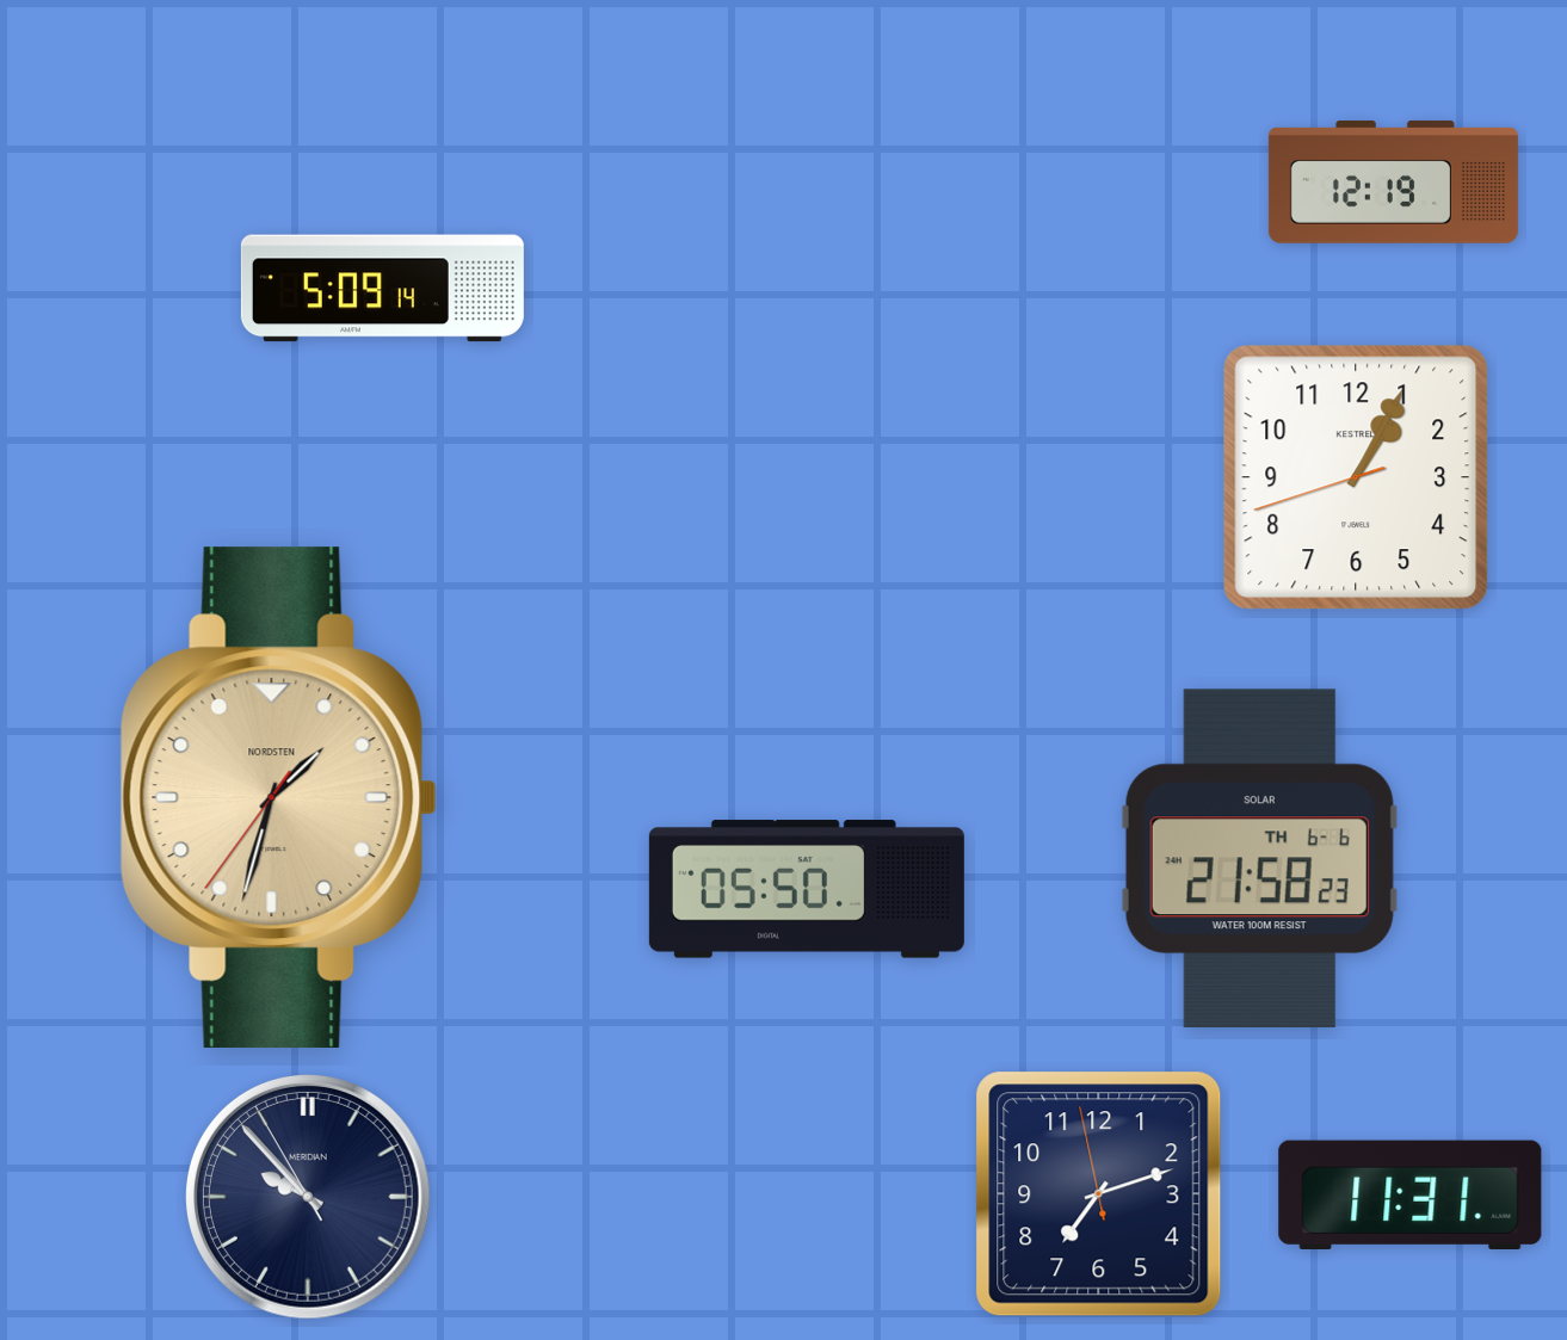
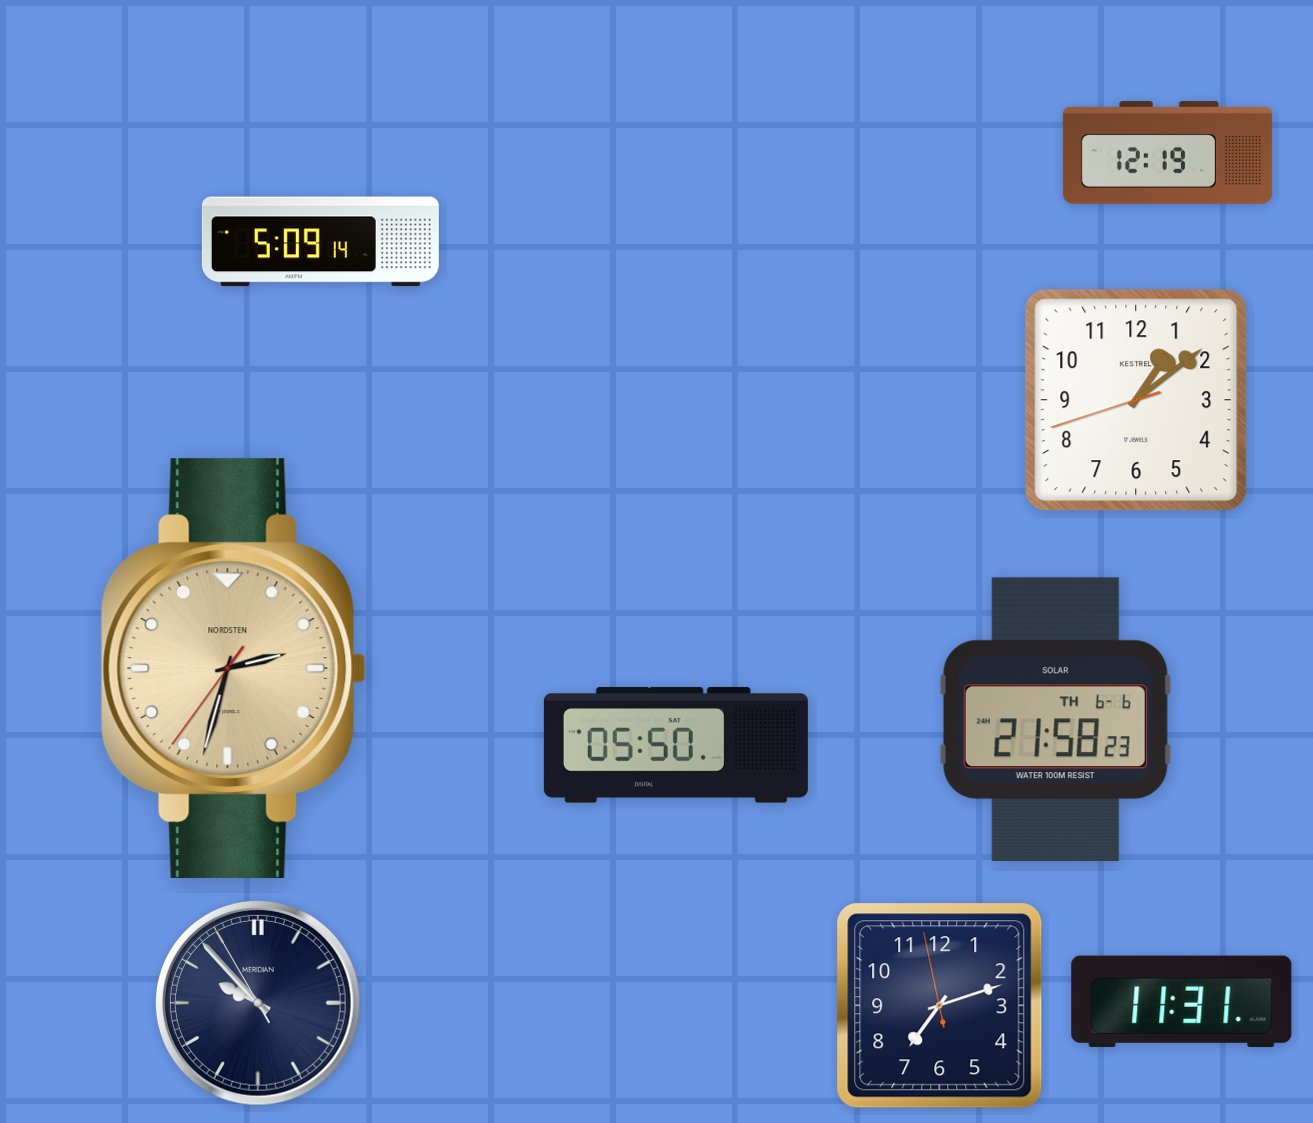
clock at (1356, 477): 1:04 -> 1:08
clock at (278, 797): 1:32 -> 2:32
clock at (1099, 1194) position: (1099, 1194) -> (940, 1006)
